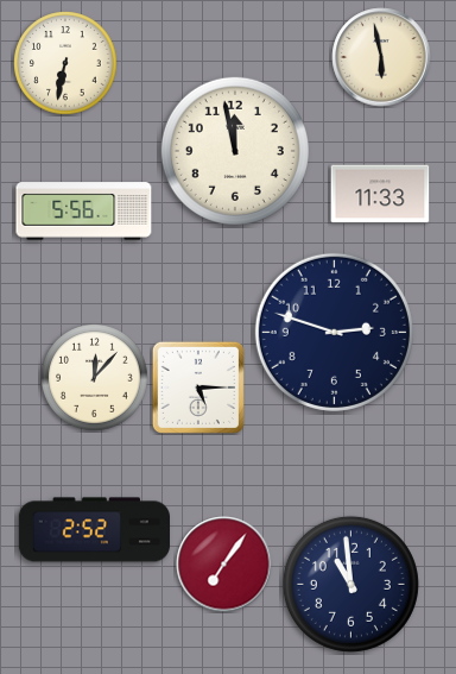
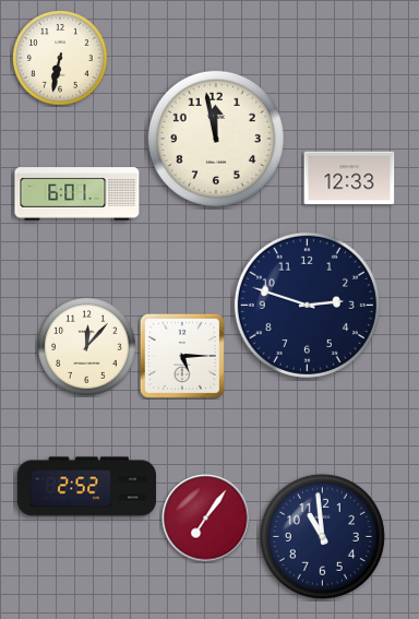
clock at (381, 57): 5:58 -> none
clock at (380, 194): 11:33 -> 12:33
clock at (84, 212): 5:56 -> 6:01
